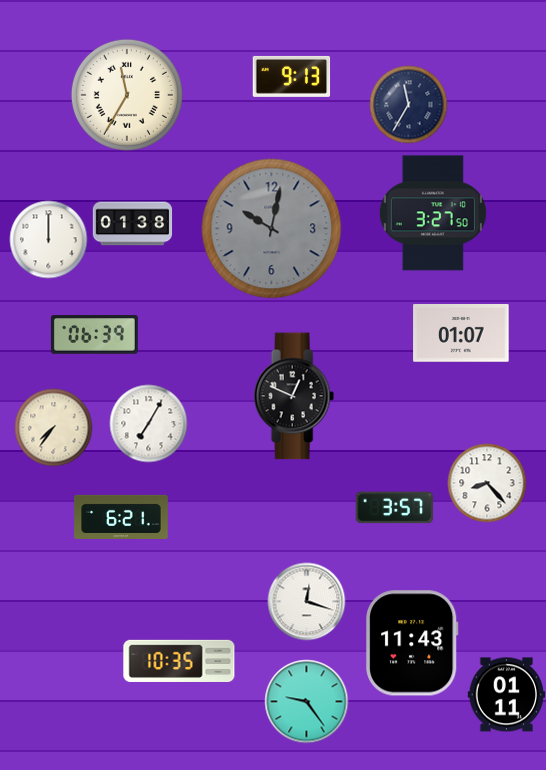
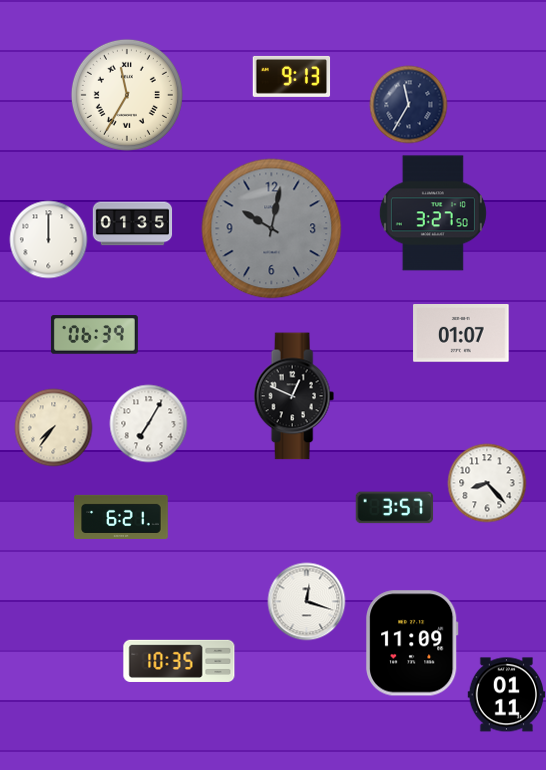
clock at (132, 224): 01:38 -> 01:35
clock at (413, 643): 11:43 -> 11:09
clock at (306, 701): 9:24 -> none
